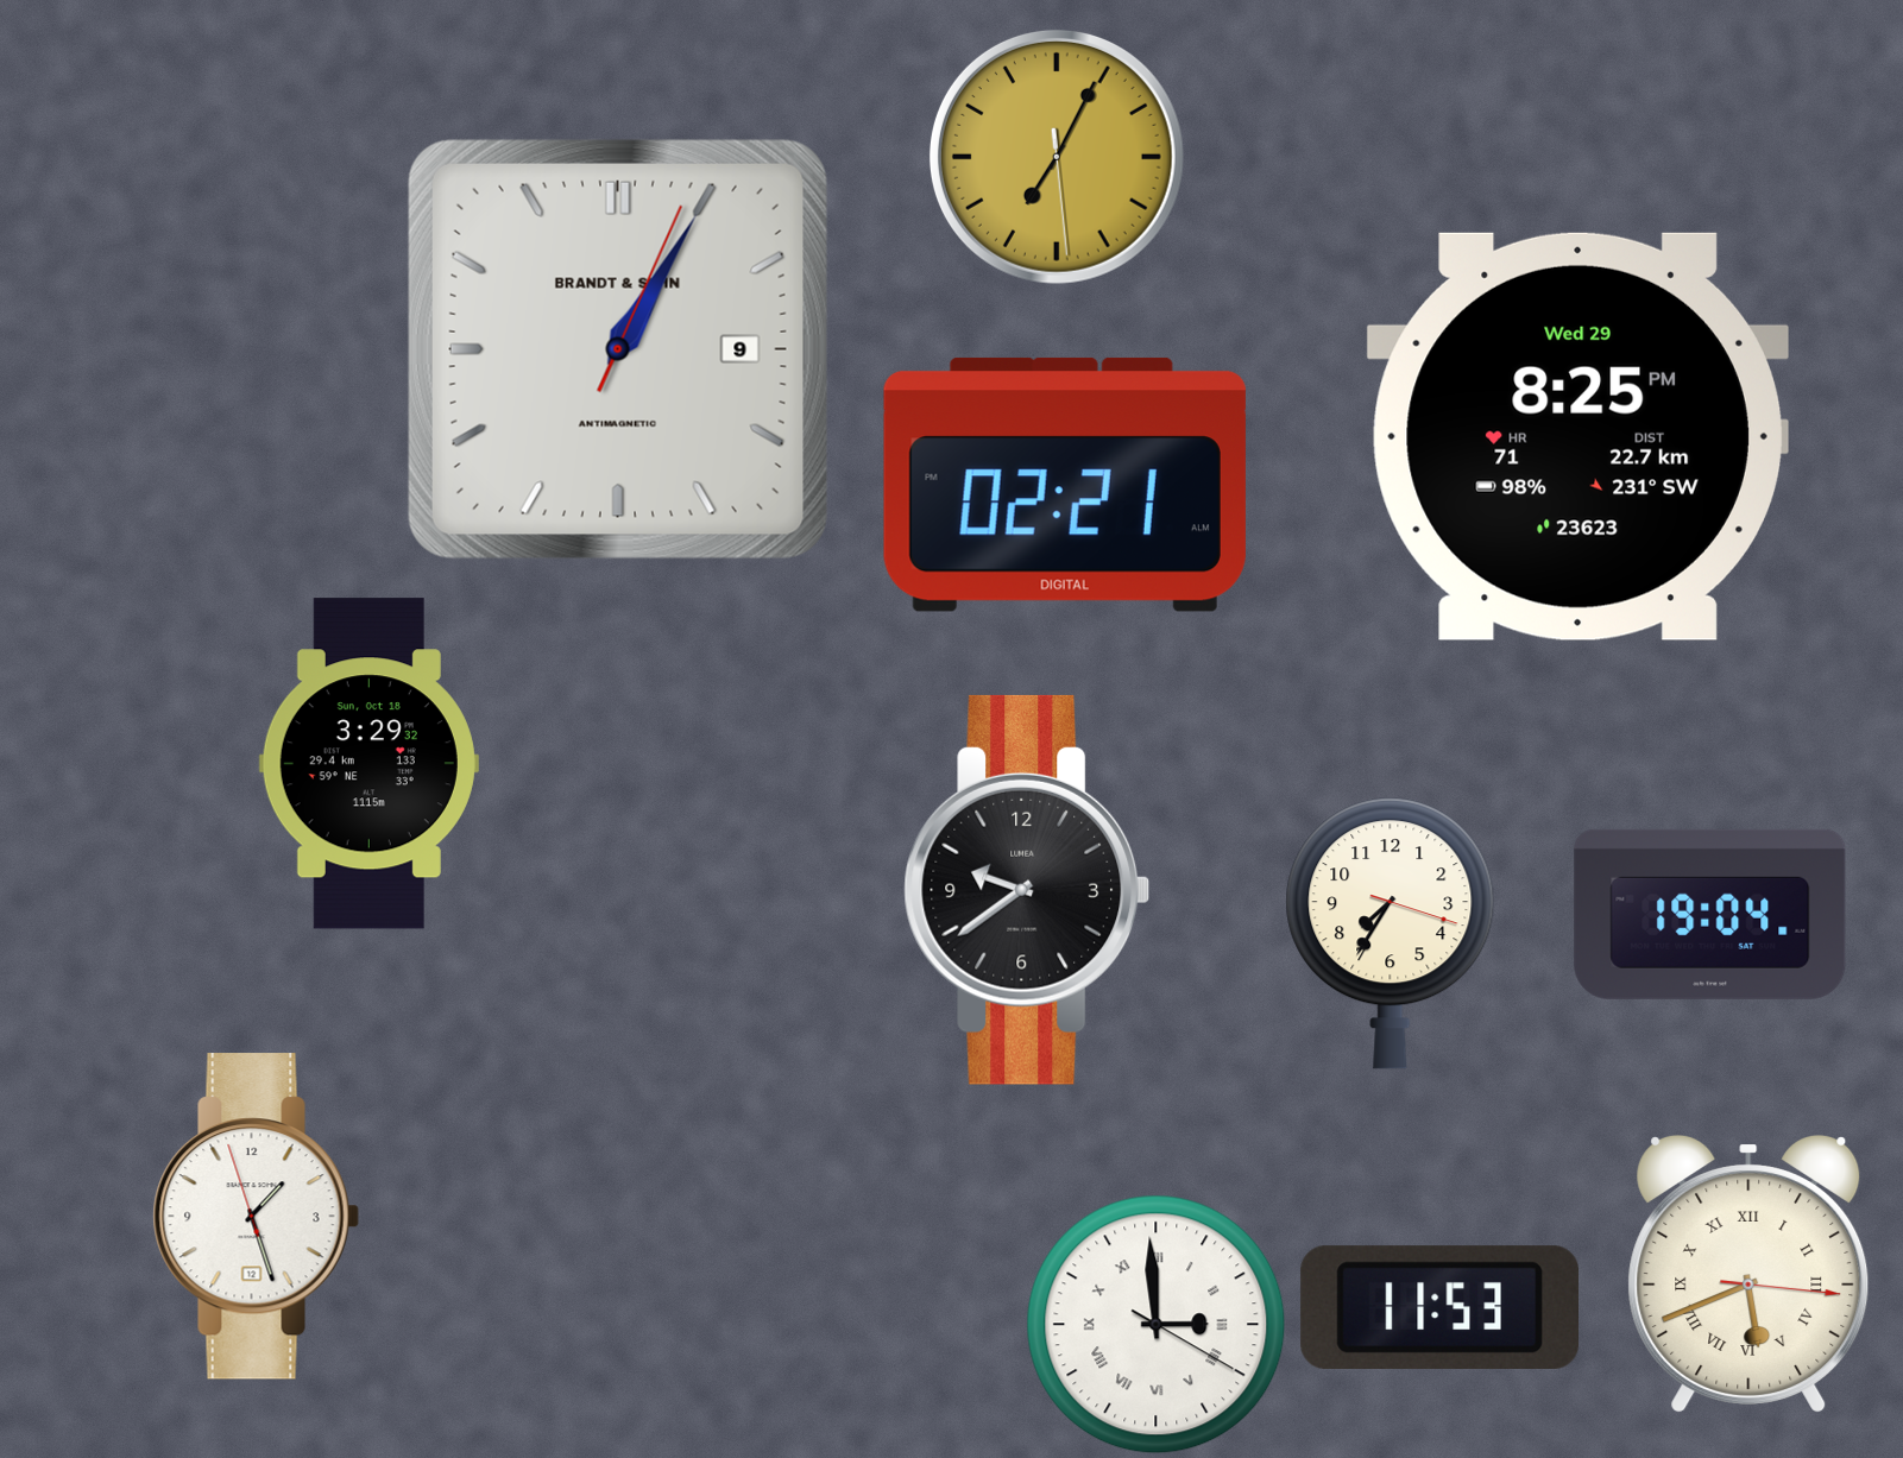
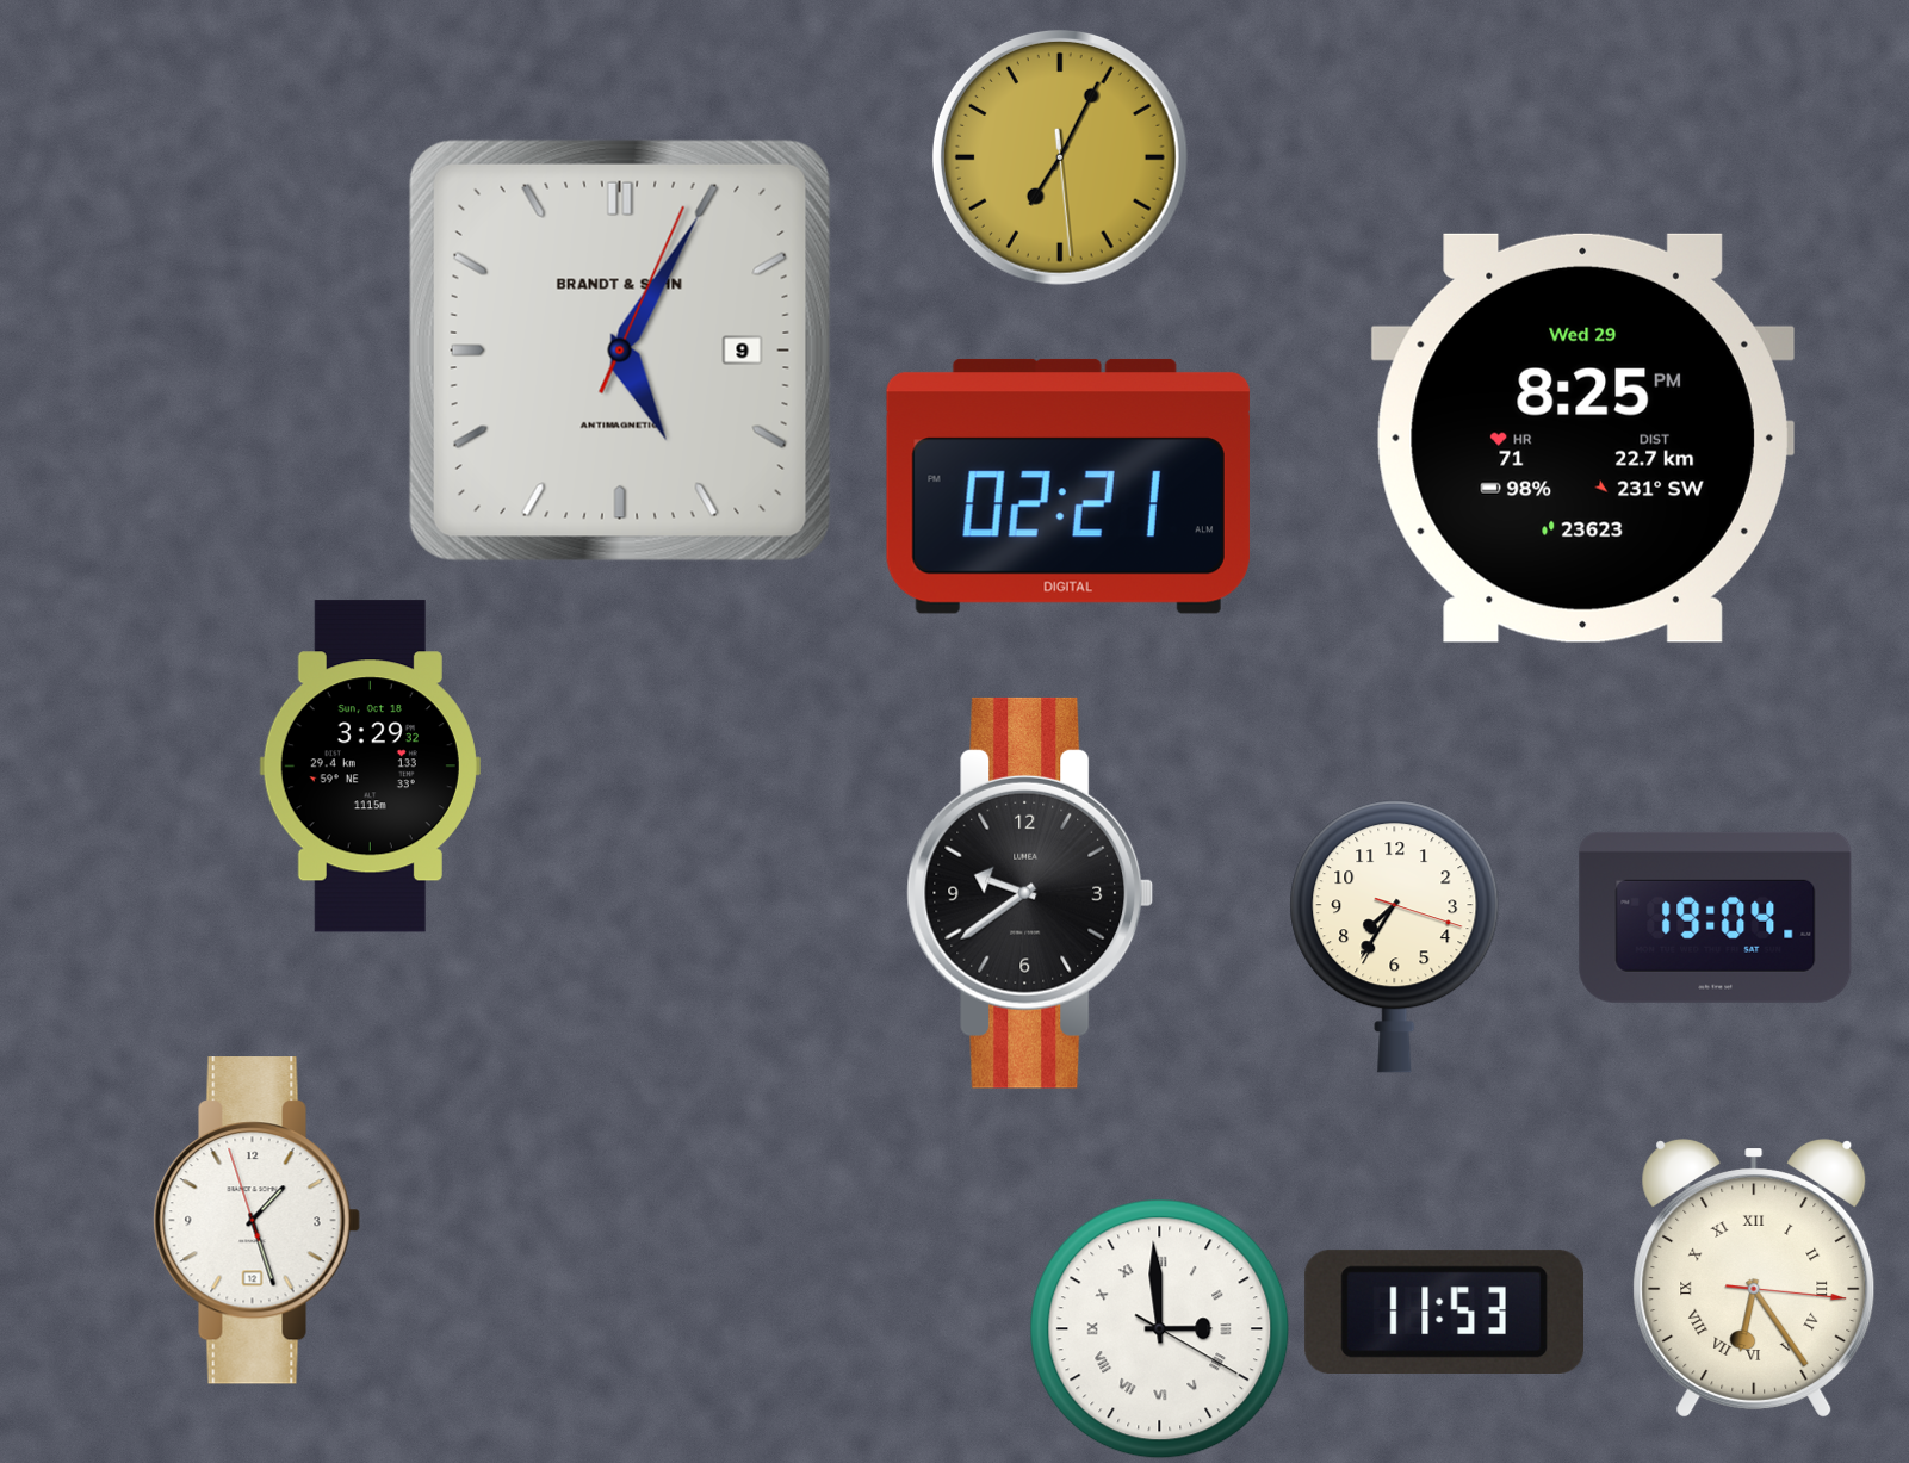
clock at (618, 349): 1:05 -> 5:05
clock at (1748, 1275): 5:41 -> 6:24
